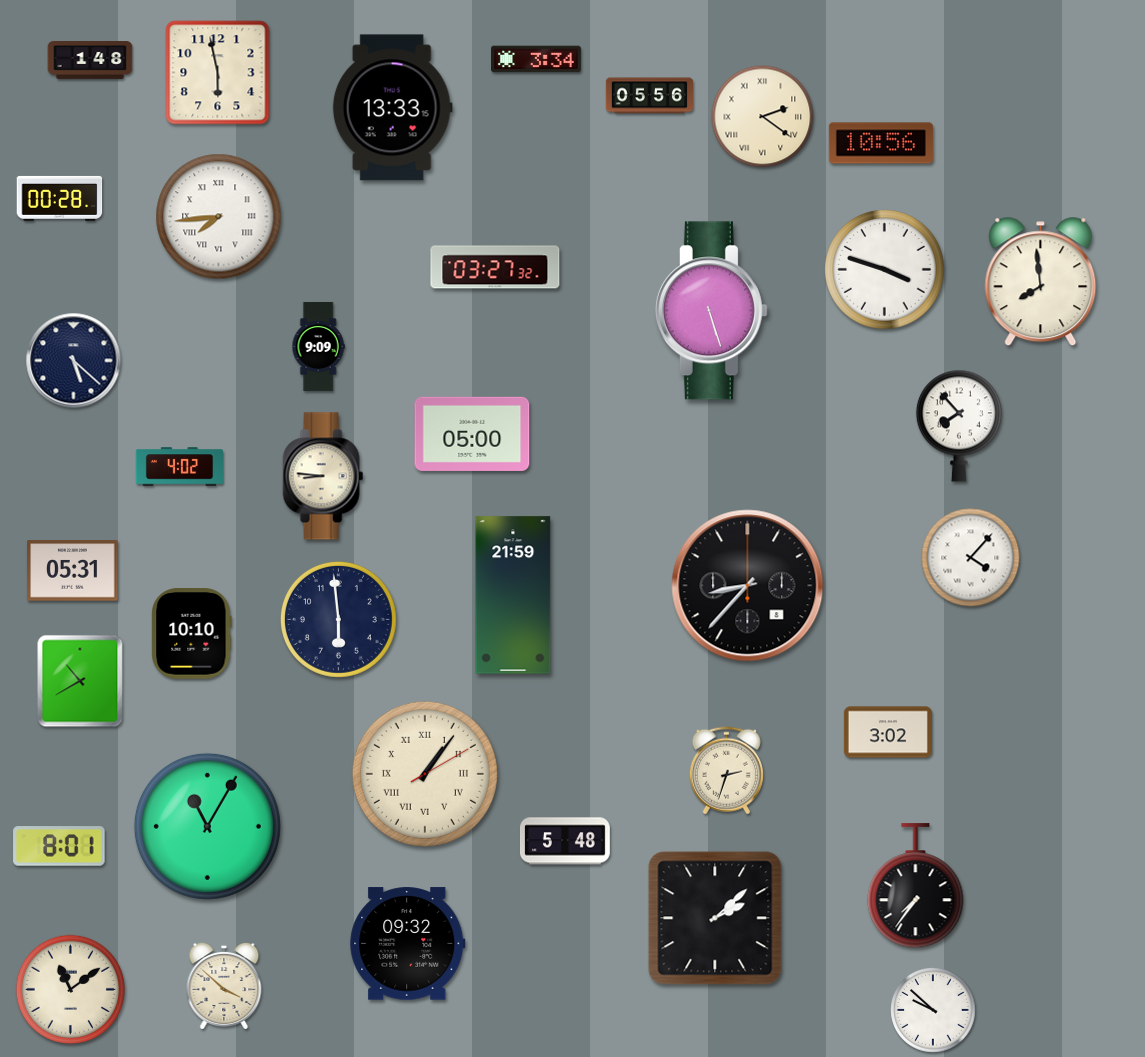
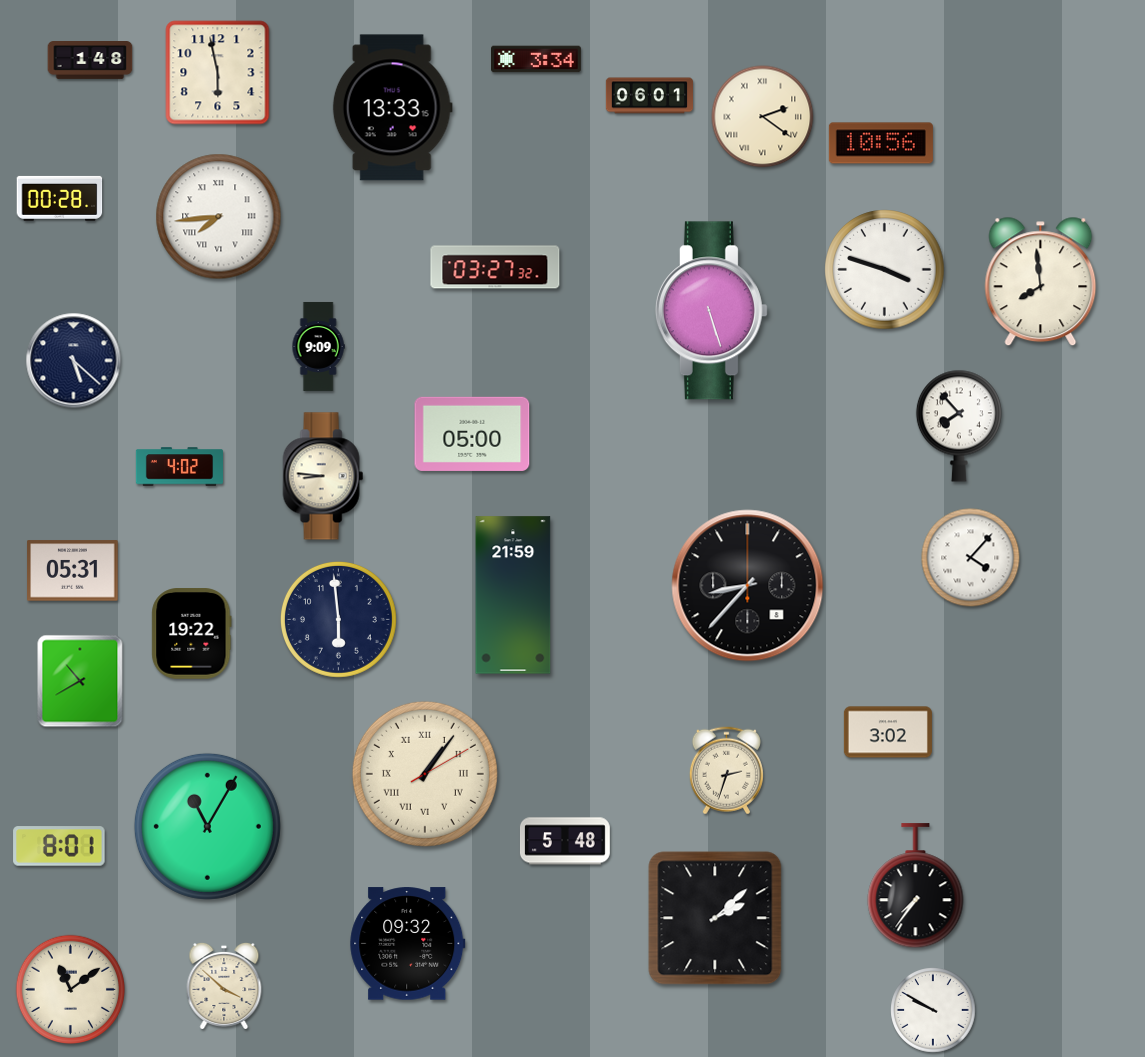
clock at (649, 96): 05:56 -> 06:01
clock at (192, 634): 10:10 -> 19:22
clock at (933, 1010): 9:52 -> 9:50
